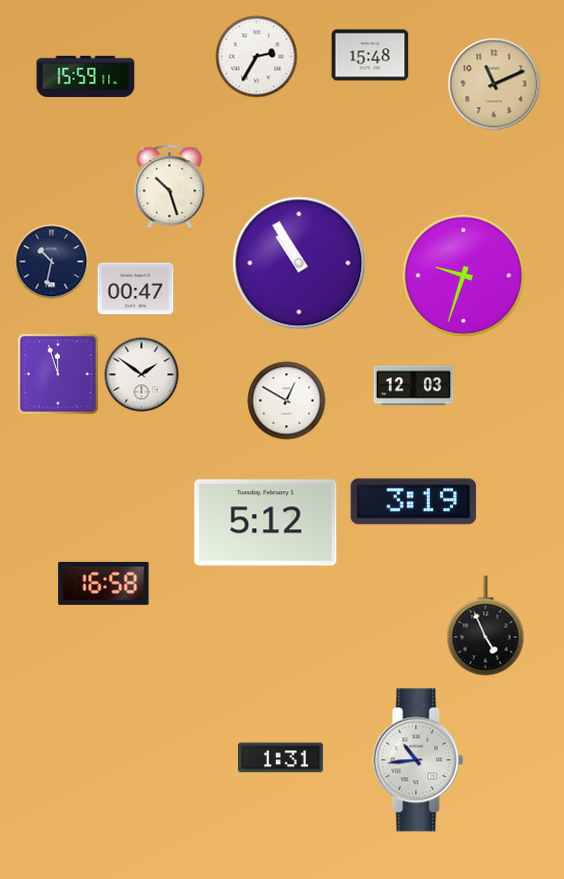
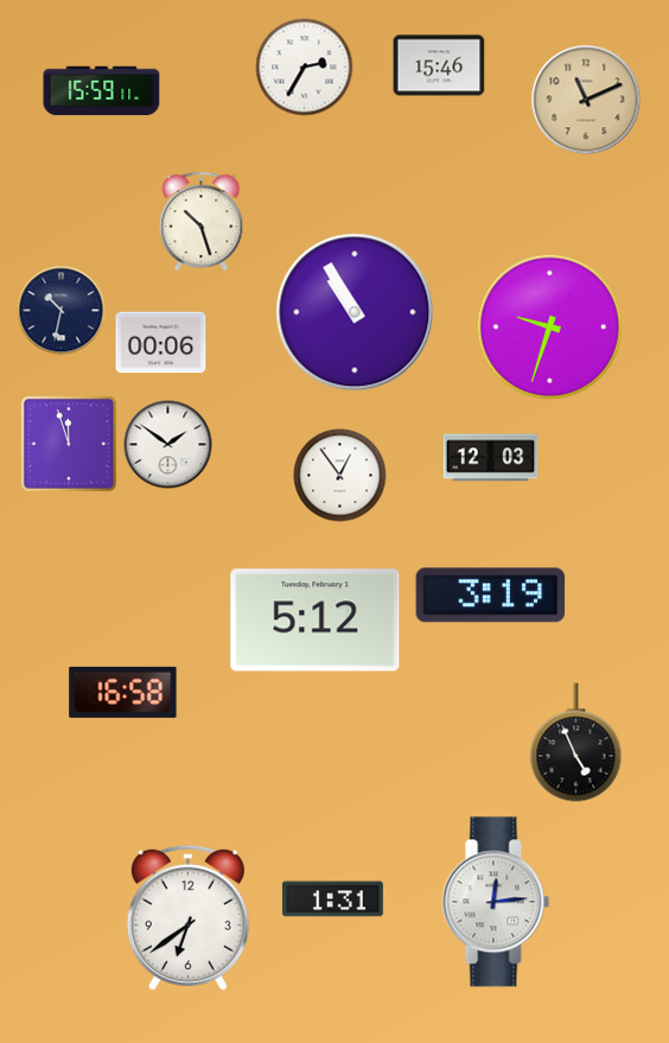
clock at (370, 55): 15:48 -> 15:46
clock at (136, 289): 00:47 -> 00:06
clock at (287, 401): 12:50 -> 12:54
clock at (418, 760): 10:44 -> 12:14
clock at (187, 917): none -> 6:39
